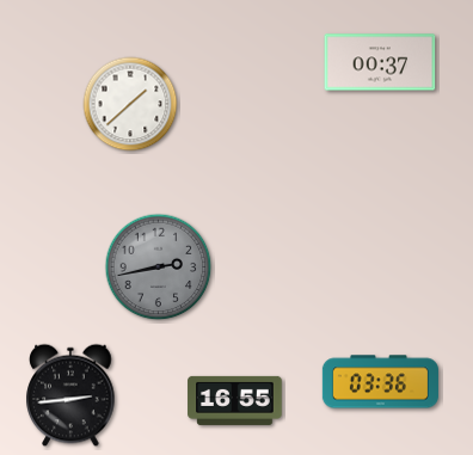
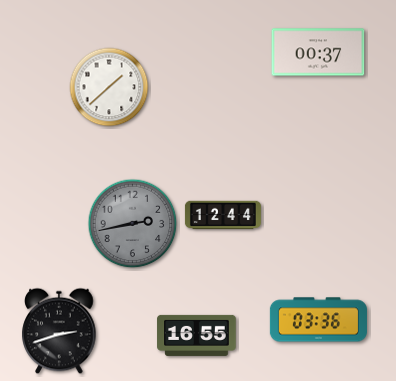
clock at (223, 215): none -> 12:44
clock at (70, 395): 2:44 -> 2:42
